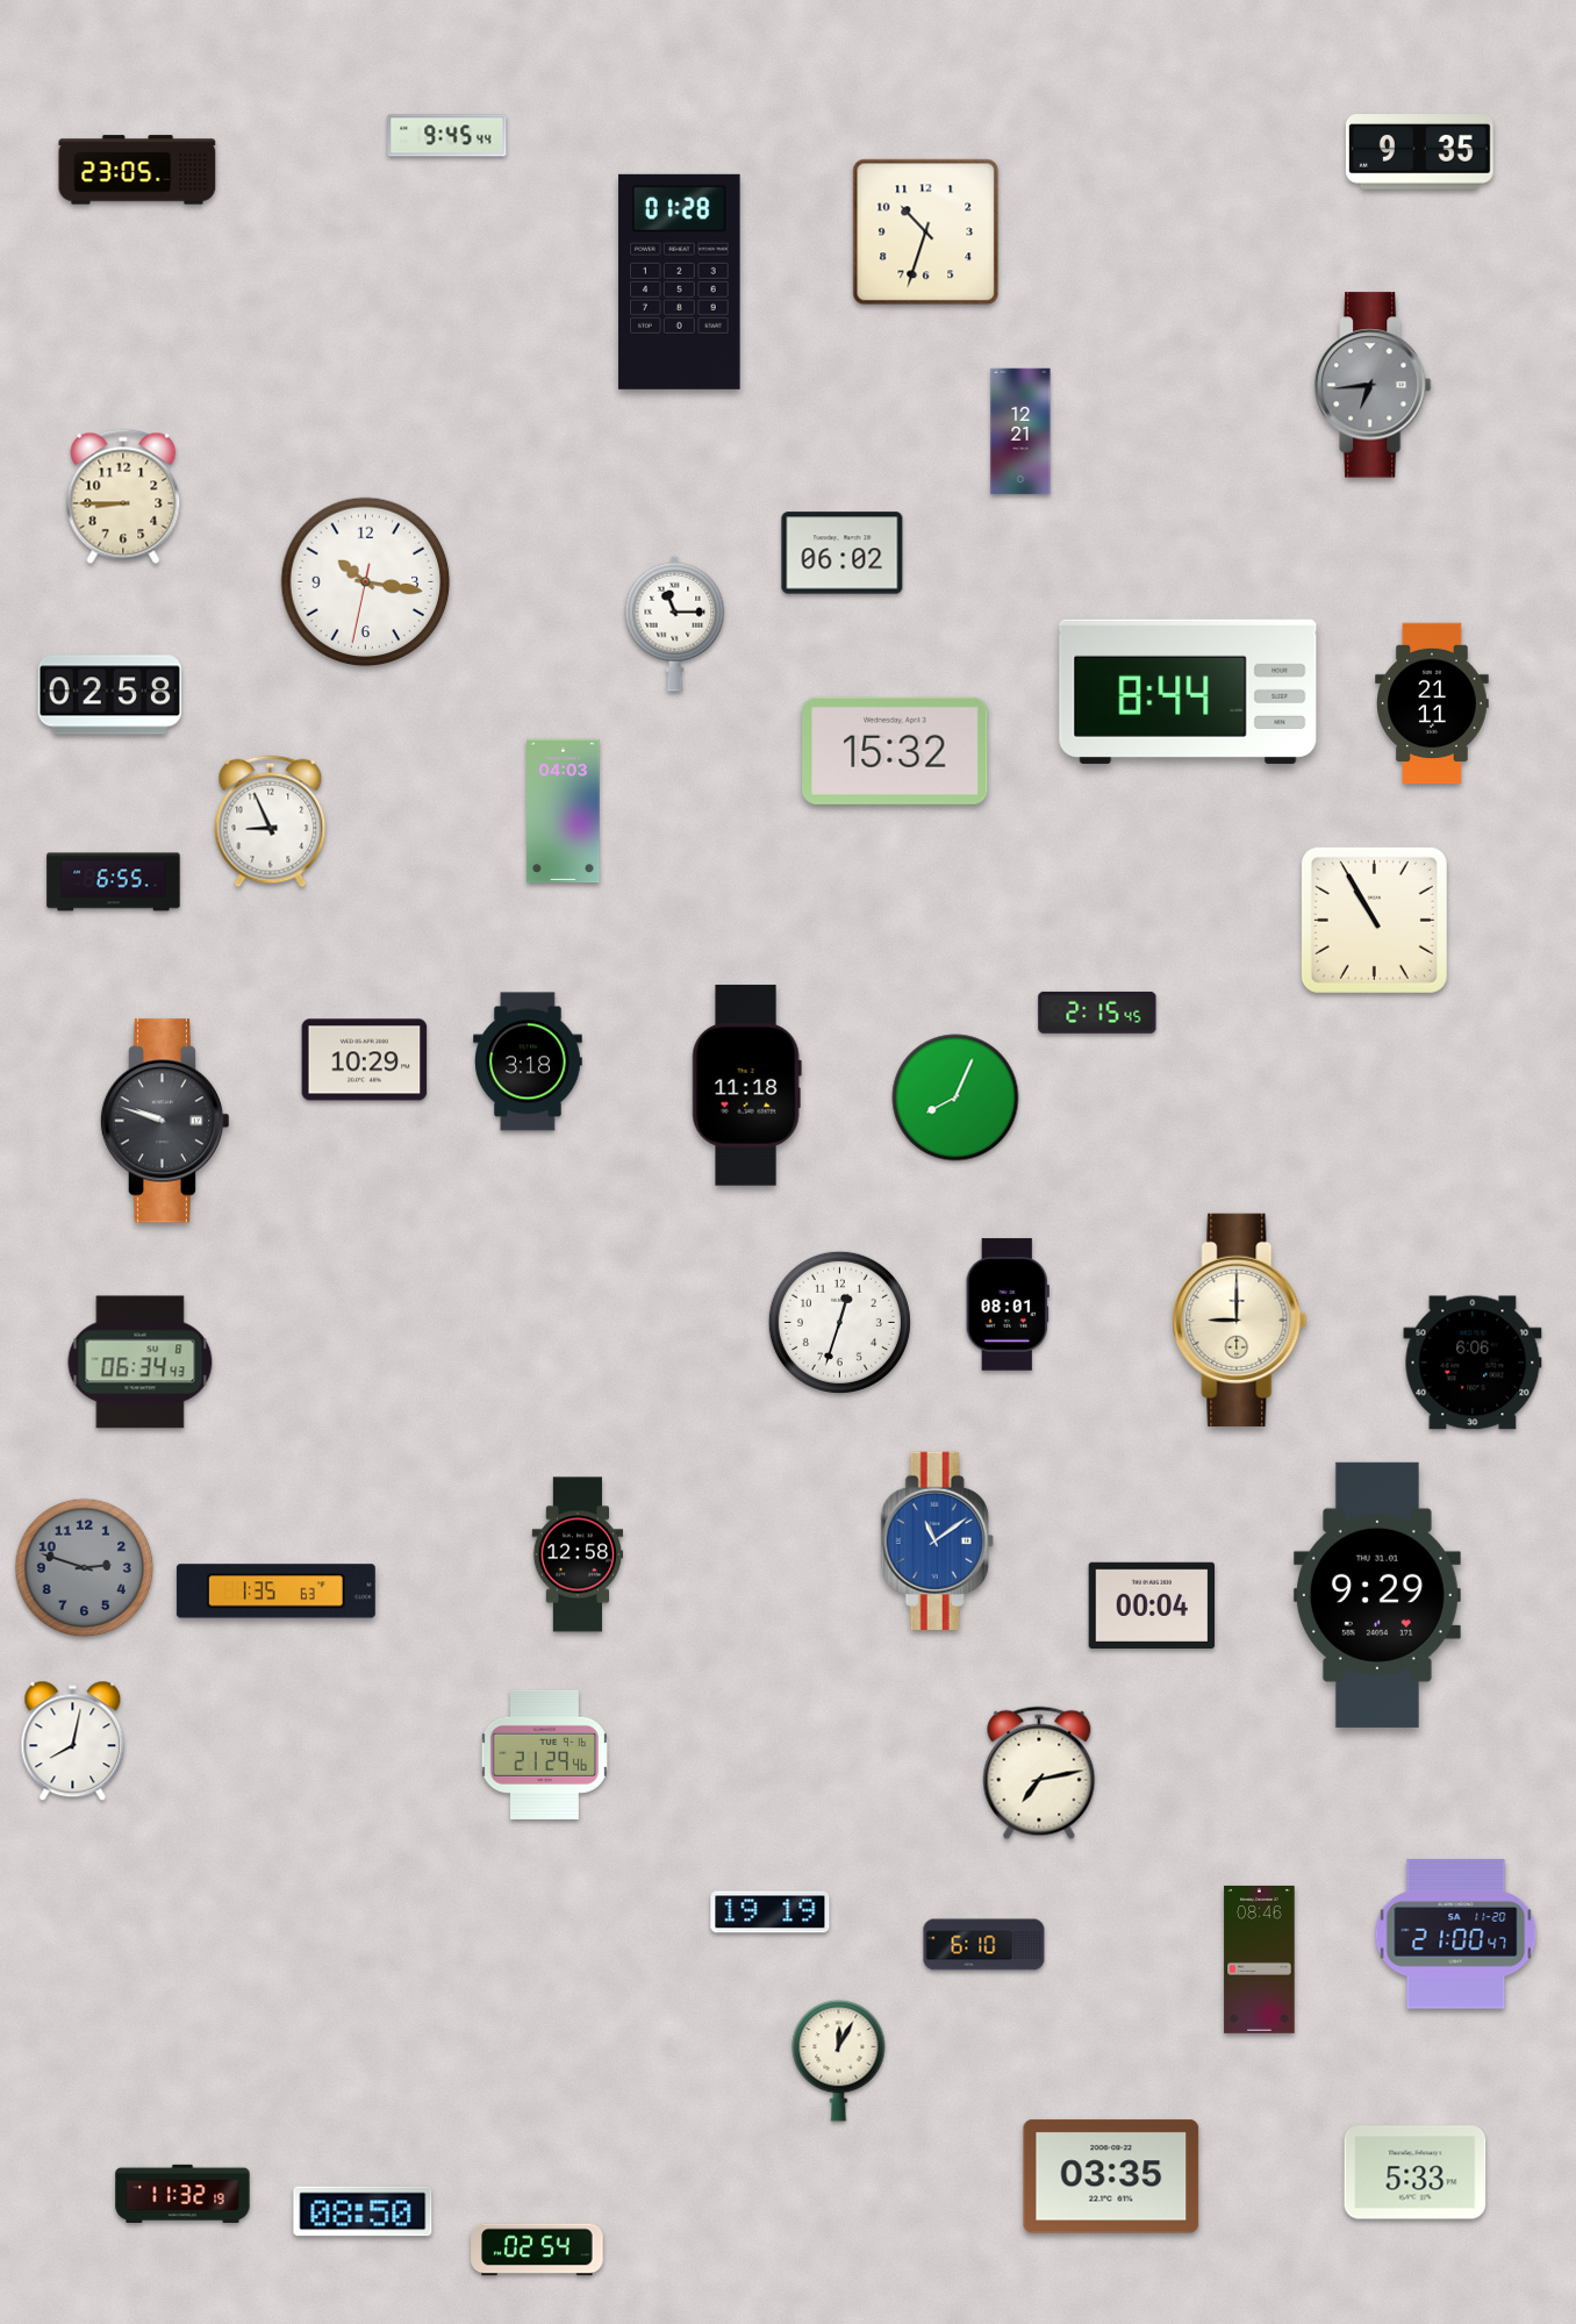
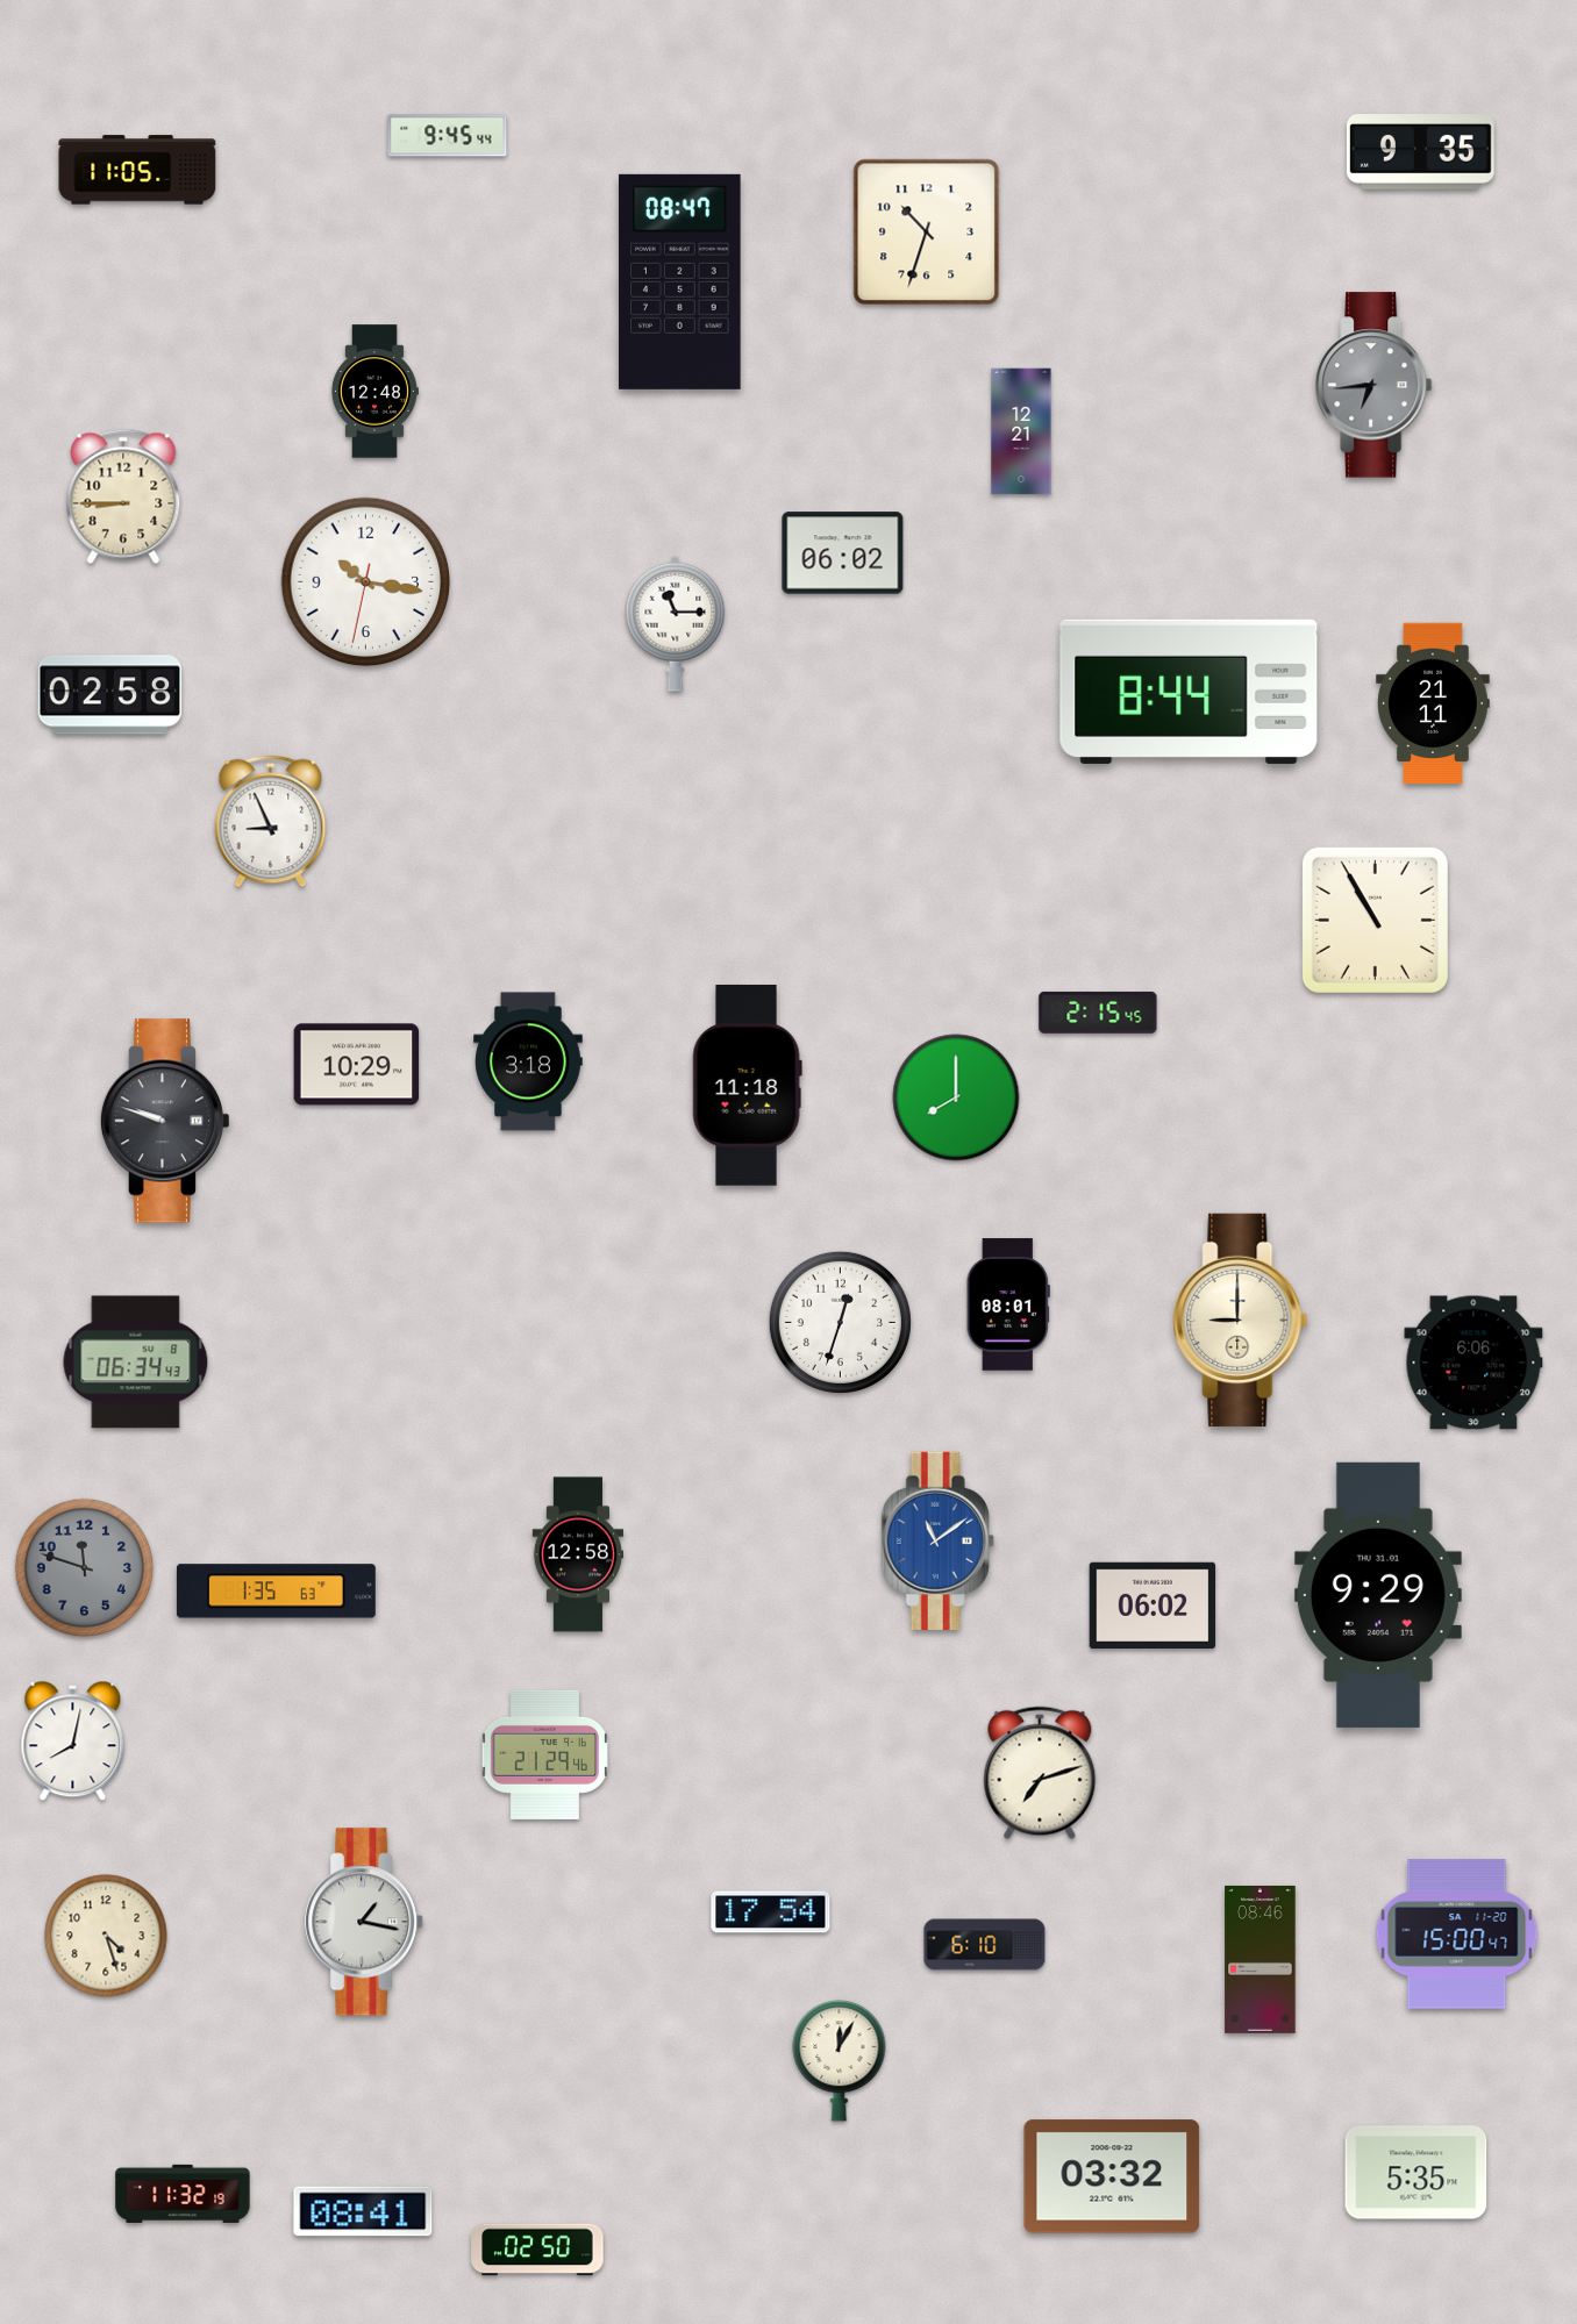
clock at (137, 170): 23:05 -> 11:05
clock at (680, 281): 01:28 -> 08:47
clock at (374, 392): none -> 12:48
clock at (895, 751): 15:32 -> none
clock at (564, 811): 04:03 -> none
clock at (114, 882): 6:55 -> none
clock at (365, 1060) position: (365, 1060) -> (357, 1065)
clock at (955, 1097): 8:04 -> 8:00
clock at (141, 1363) position: (141, 1363) -> (136, 1363)
clock at (85, 1568): 2:48 -> 11:48
clock at (1152, 1604): 00:04 -> 06:02
clock at (1039, 1773): 7:13 -> 7:12
clock at (771, 1912): 19:19 -> 17:54
clock at (365, 1922): none -> 1:17
clock at (1456, 1935): 21:00 -> 15:00
clock at (106, 1936): none -> 4:27
clock at (1416, 2173): 5:33 -> 5:35
clock at (1111, 2176): 03:35 -> 03:32
clock at (363, 2211): 08:50 -> 08:41
clock at (537, 2250): 02:54 -> 02:50
